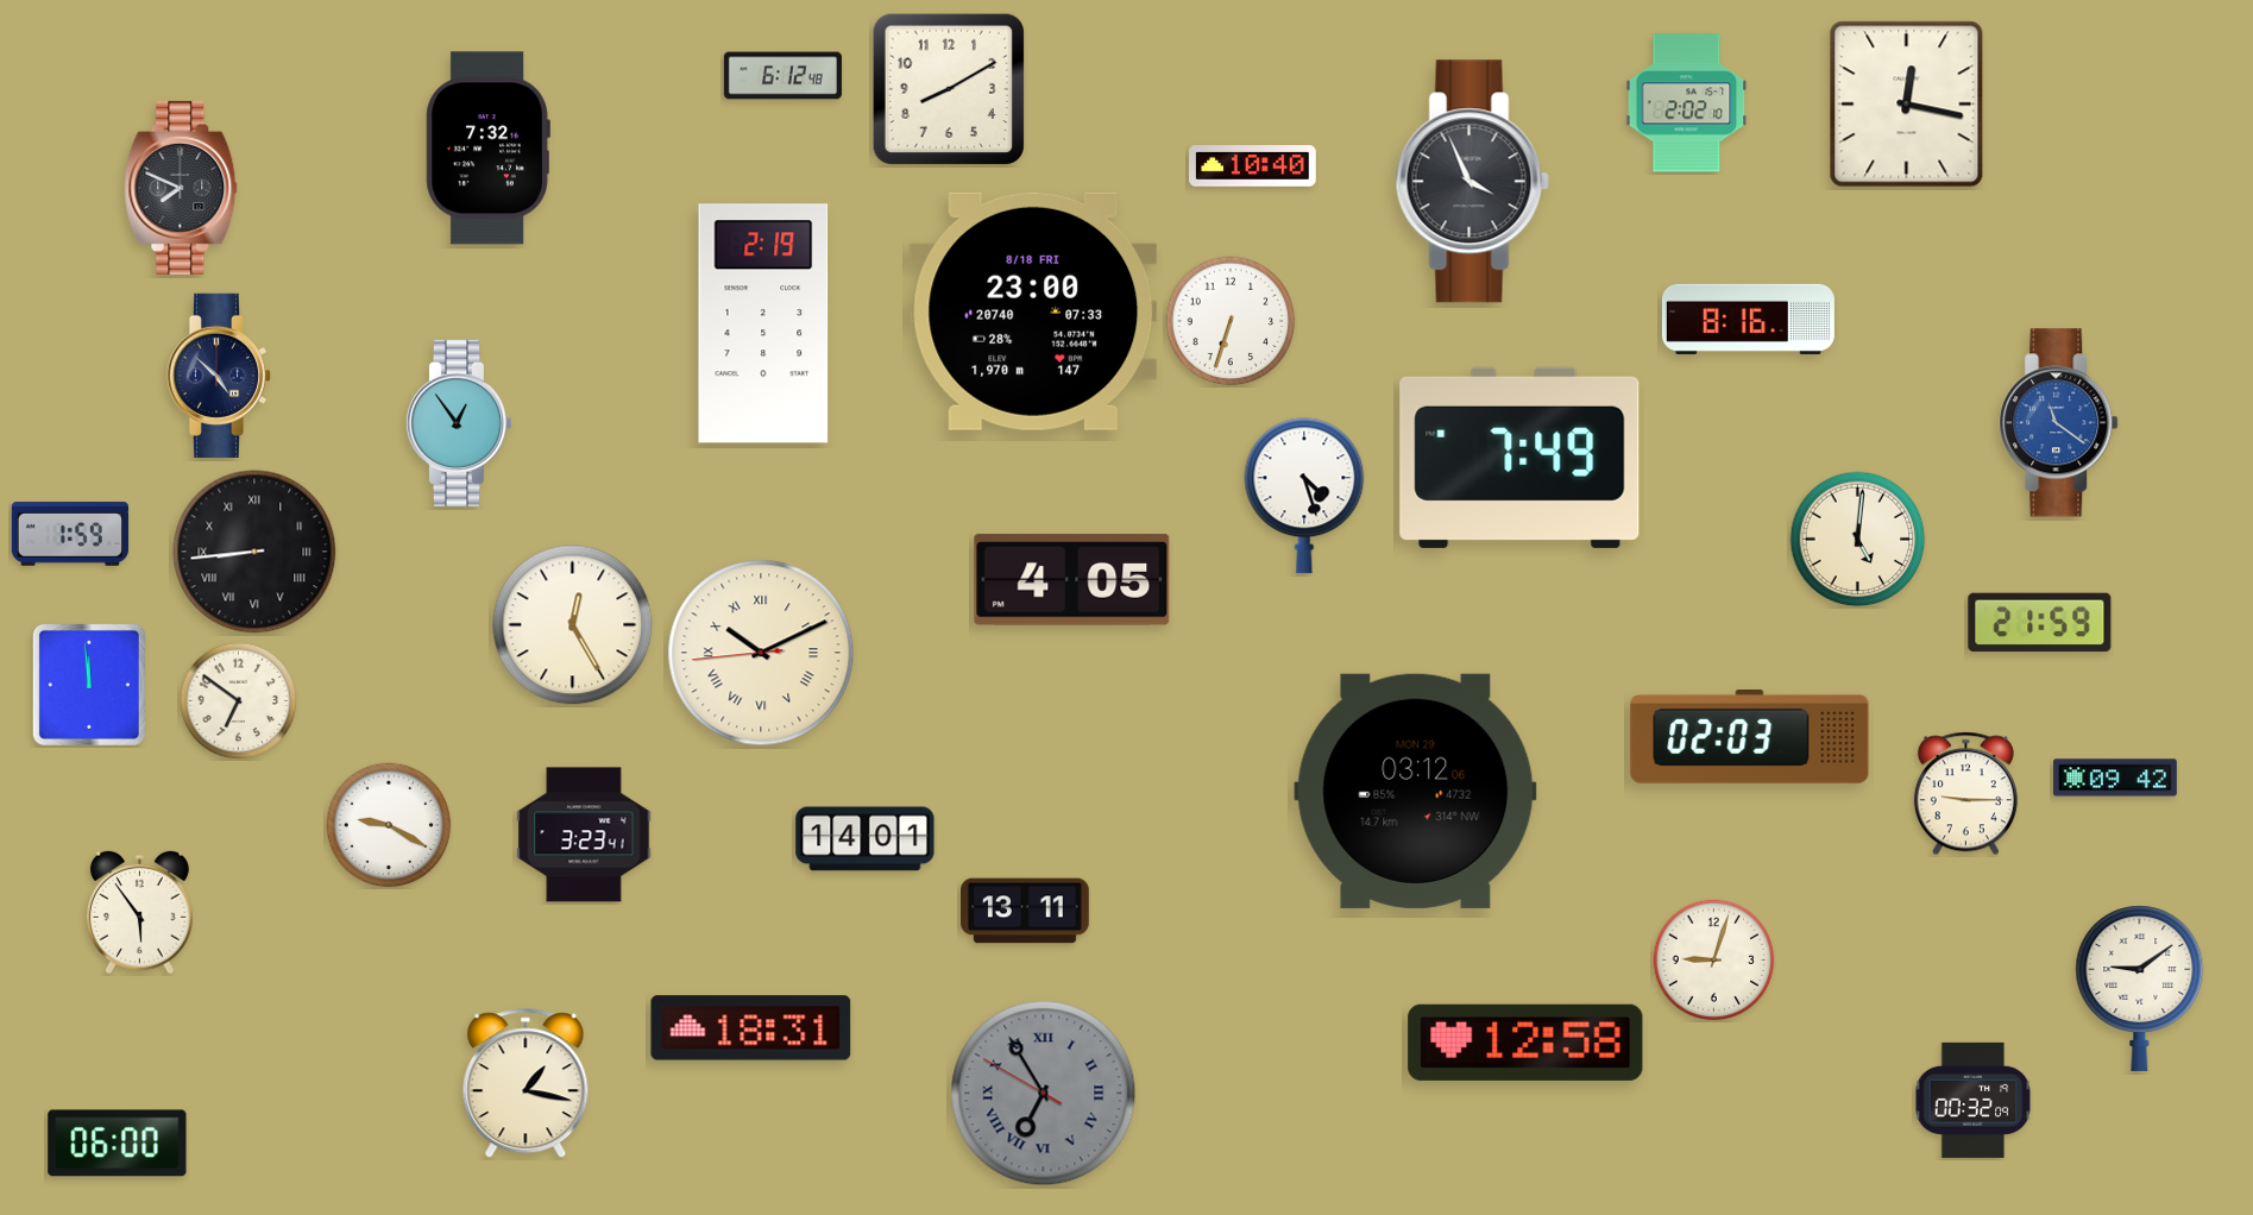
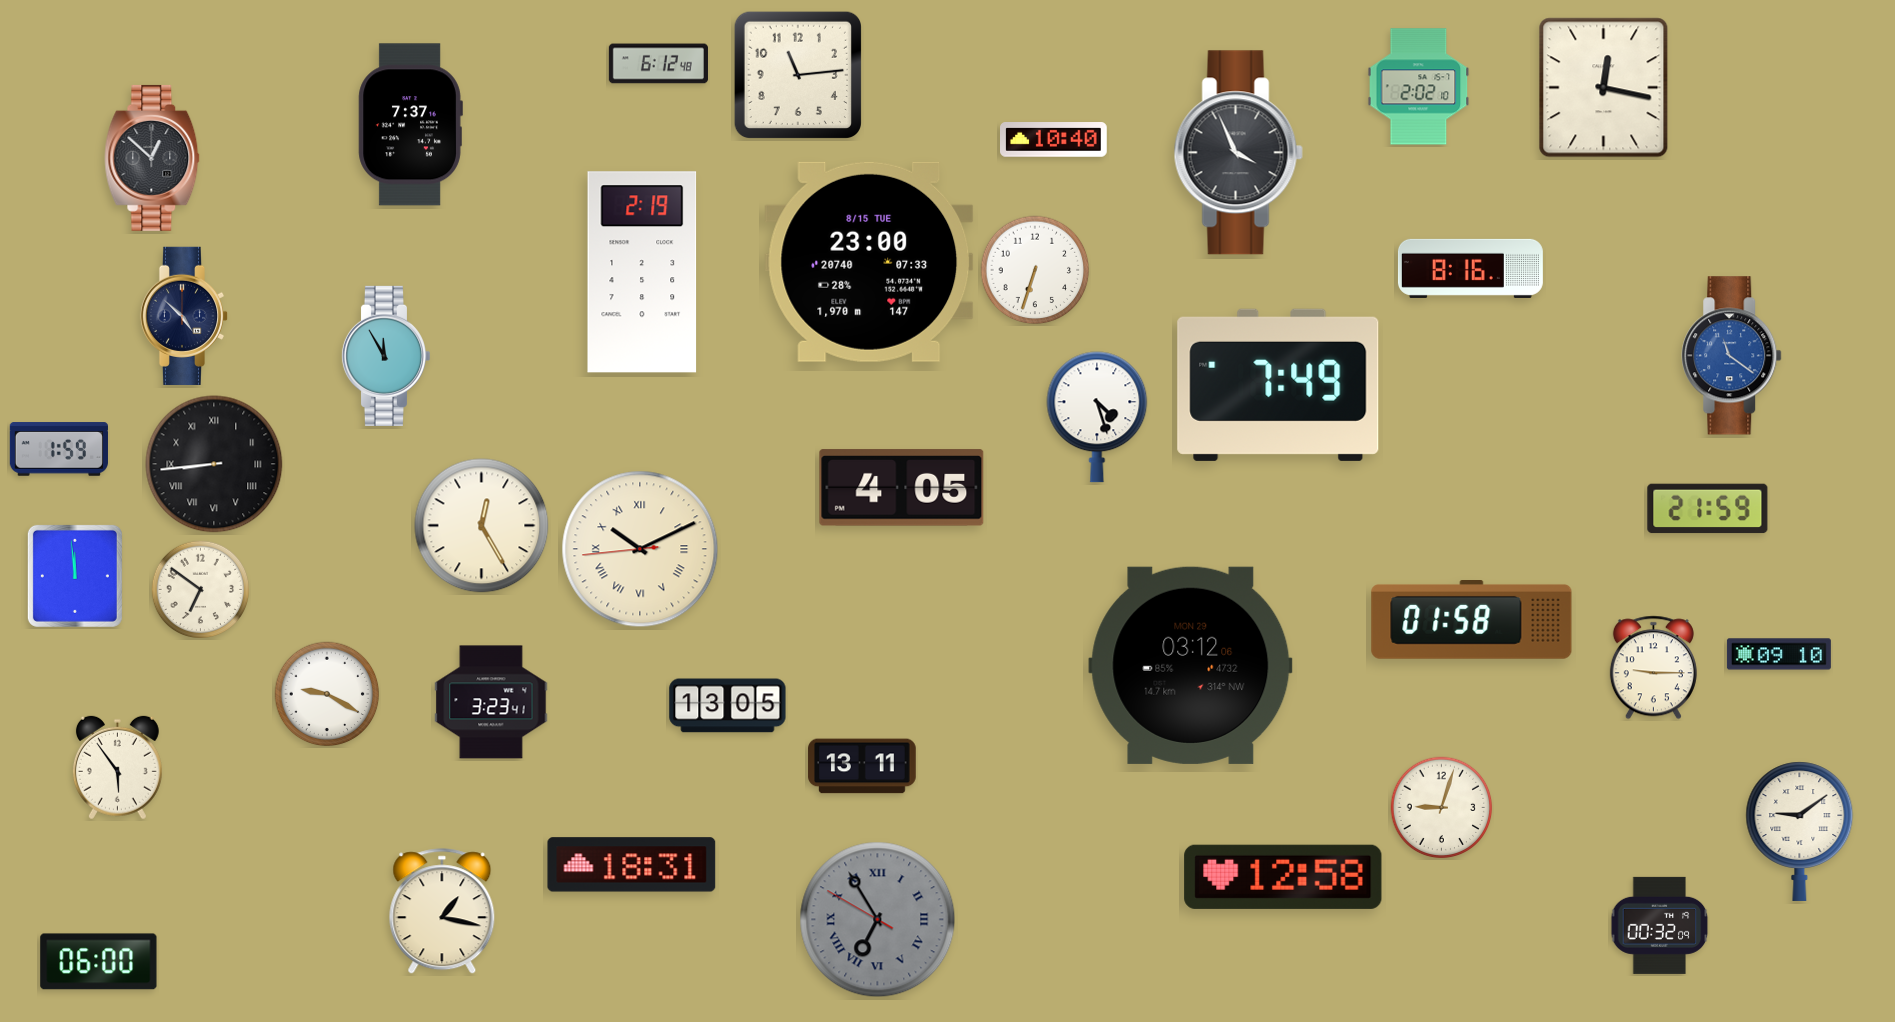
clock at (948, 88): 8:10 -> 11:14
clock at (487, 149): 7:32 -> 7:37
clock at (181, 188): 7:49 -> 12:52
clock at (1033, 311) date: 8/18 FRI -> 8/15 TUE
clock at (458, 423): 12:54 -> 11:55
clock at (1858, 540): 5:01 -> none
clock at (2040, 623) position: (2040, 623) -> (1708, 509)
clock at (1750, 737): 02:03 -> 01:58
clock at (2115, 778): 09:42 -> 09:10
clock at (866, 839): 14:01 -> 13:05
